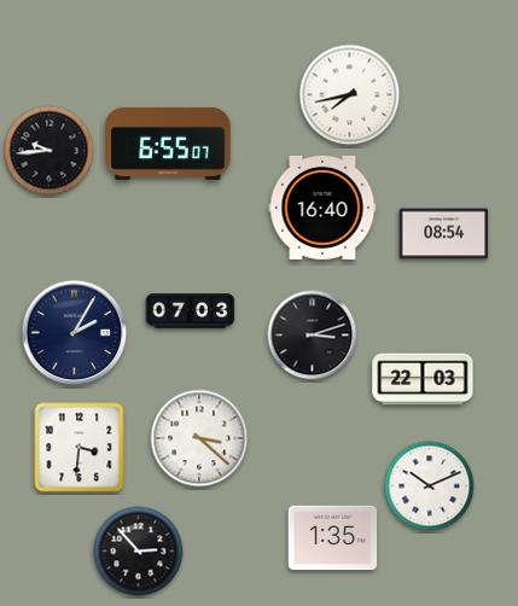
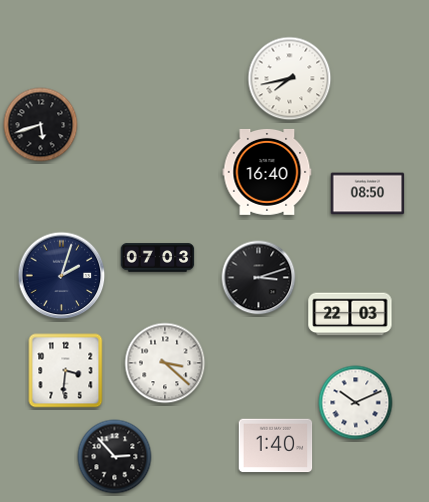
clock at (168, 144): 6:55 -> none
clock at (50, 151): 9:44 -> 5:42
clock at (444, 234): 08:54 -> 08:50
clock at (75, 333): 2:05 -> 2:03
clock at (333, 538): 1:35 -> 1:40
